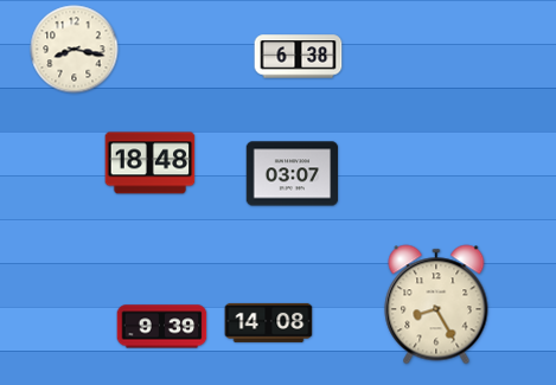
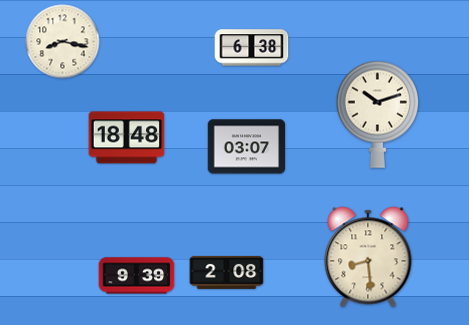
clock at (377, 114): none -> 10:12
clock at (436, 304): 8:25 -> 8:29
clock at (269, 322): 14:08 -> 2:08
